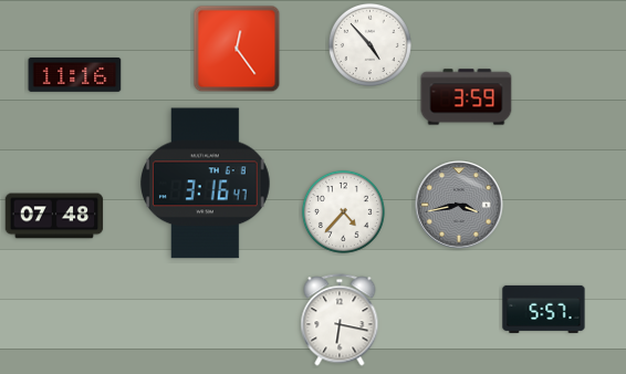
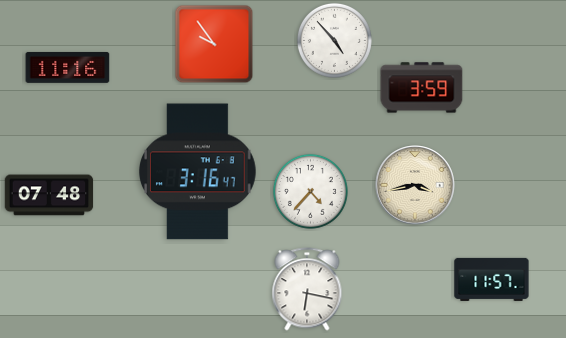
clock at (237, 49): 12:24 -> 9:54
clock at (205, 184) position: (205, 184) -> (197, 172)
clock at (459, 205) dial: grey -> cream
clock at (544, 309): 5:57 -> 11:57
